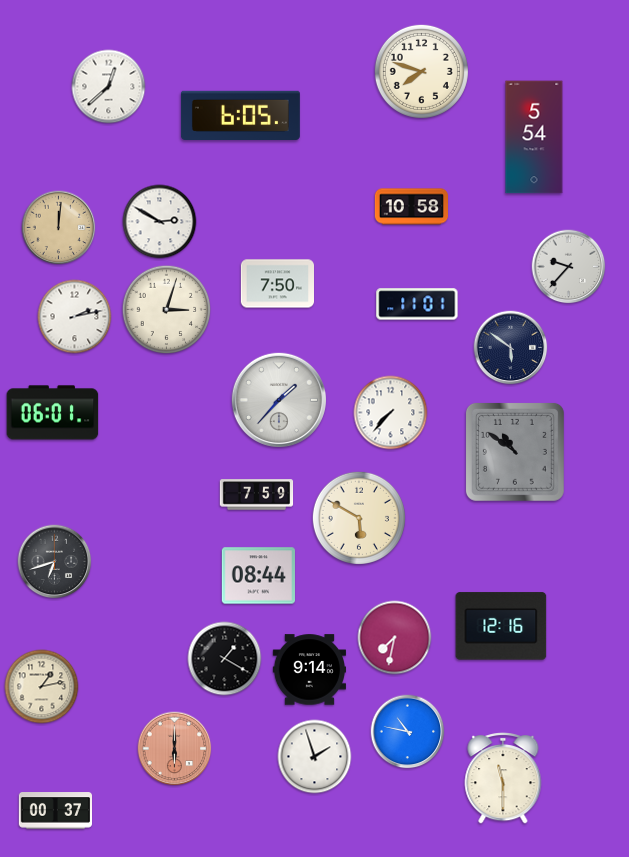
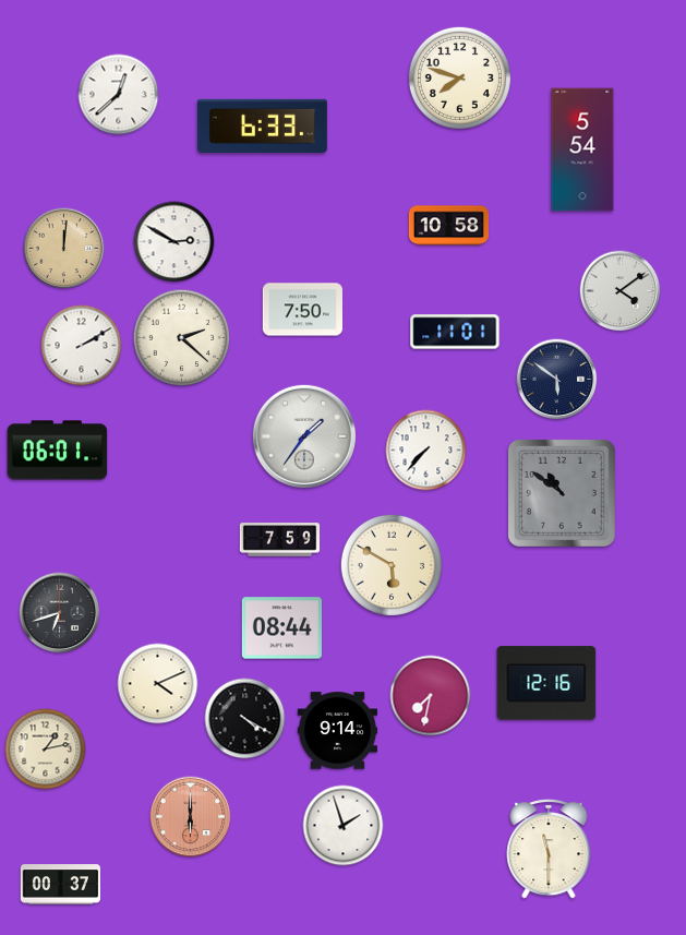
clock at (240, 115): 6:05 -> 6:33
clock at (569, 267): 9:37 -> 4:09
clock at (167, 310): 3:03 -> 2:22
clock at (75, 317): 2:13 -> 2:10
clock at (278, 399): 1:37 -> 1:36
clock at (158, 684): none -> 4:11
clock at (225, 659): 1:20 -> 4:20
clock at (408, 732): 10:47 -> none
